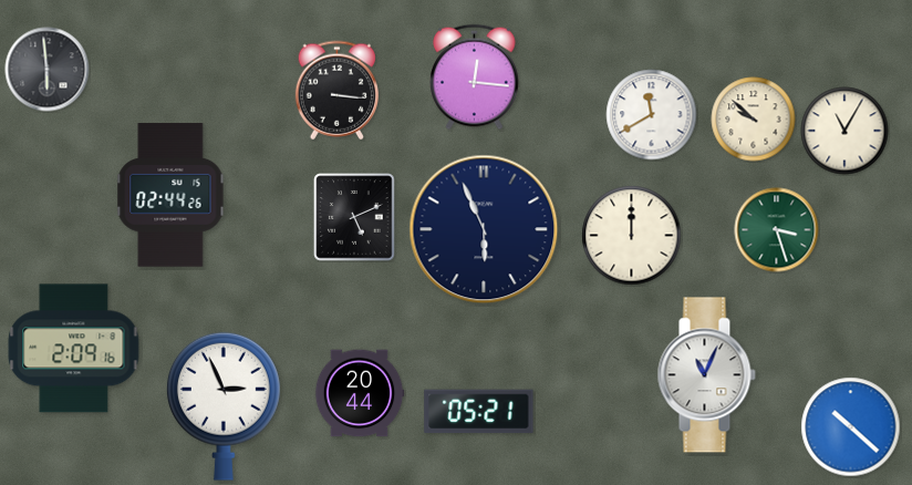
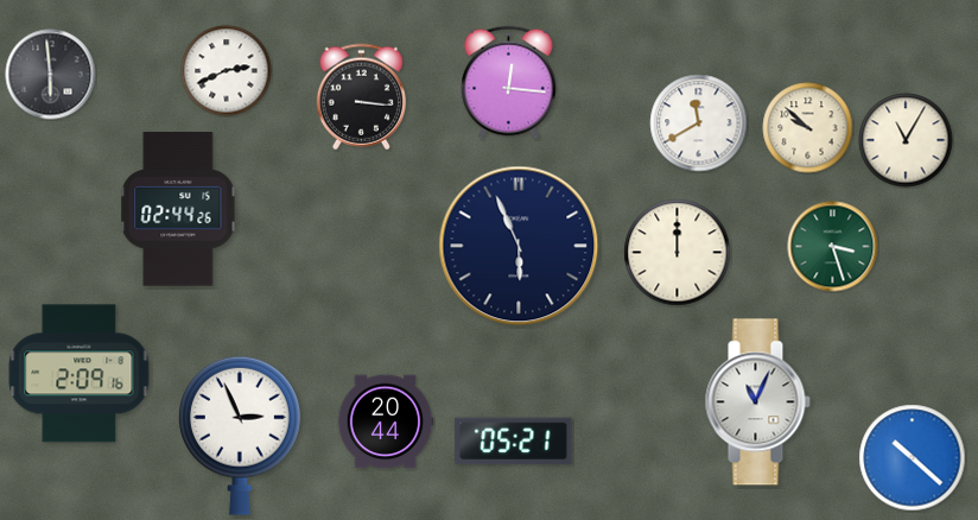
clock at (227, 71): none -> 2:41
clock at (170, 195) position: (170, 195) -> (178, 209)
clock at (354, 217): 5:11 -> none
